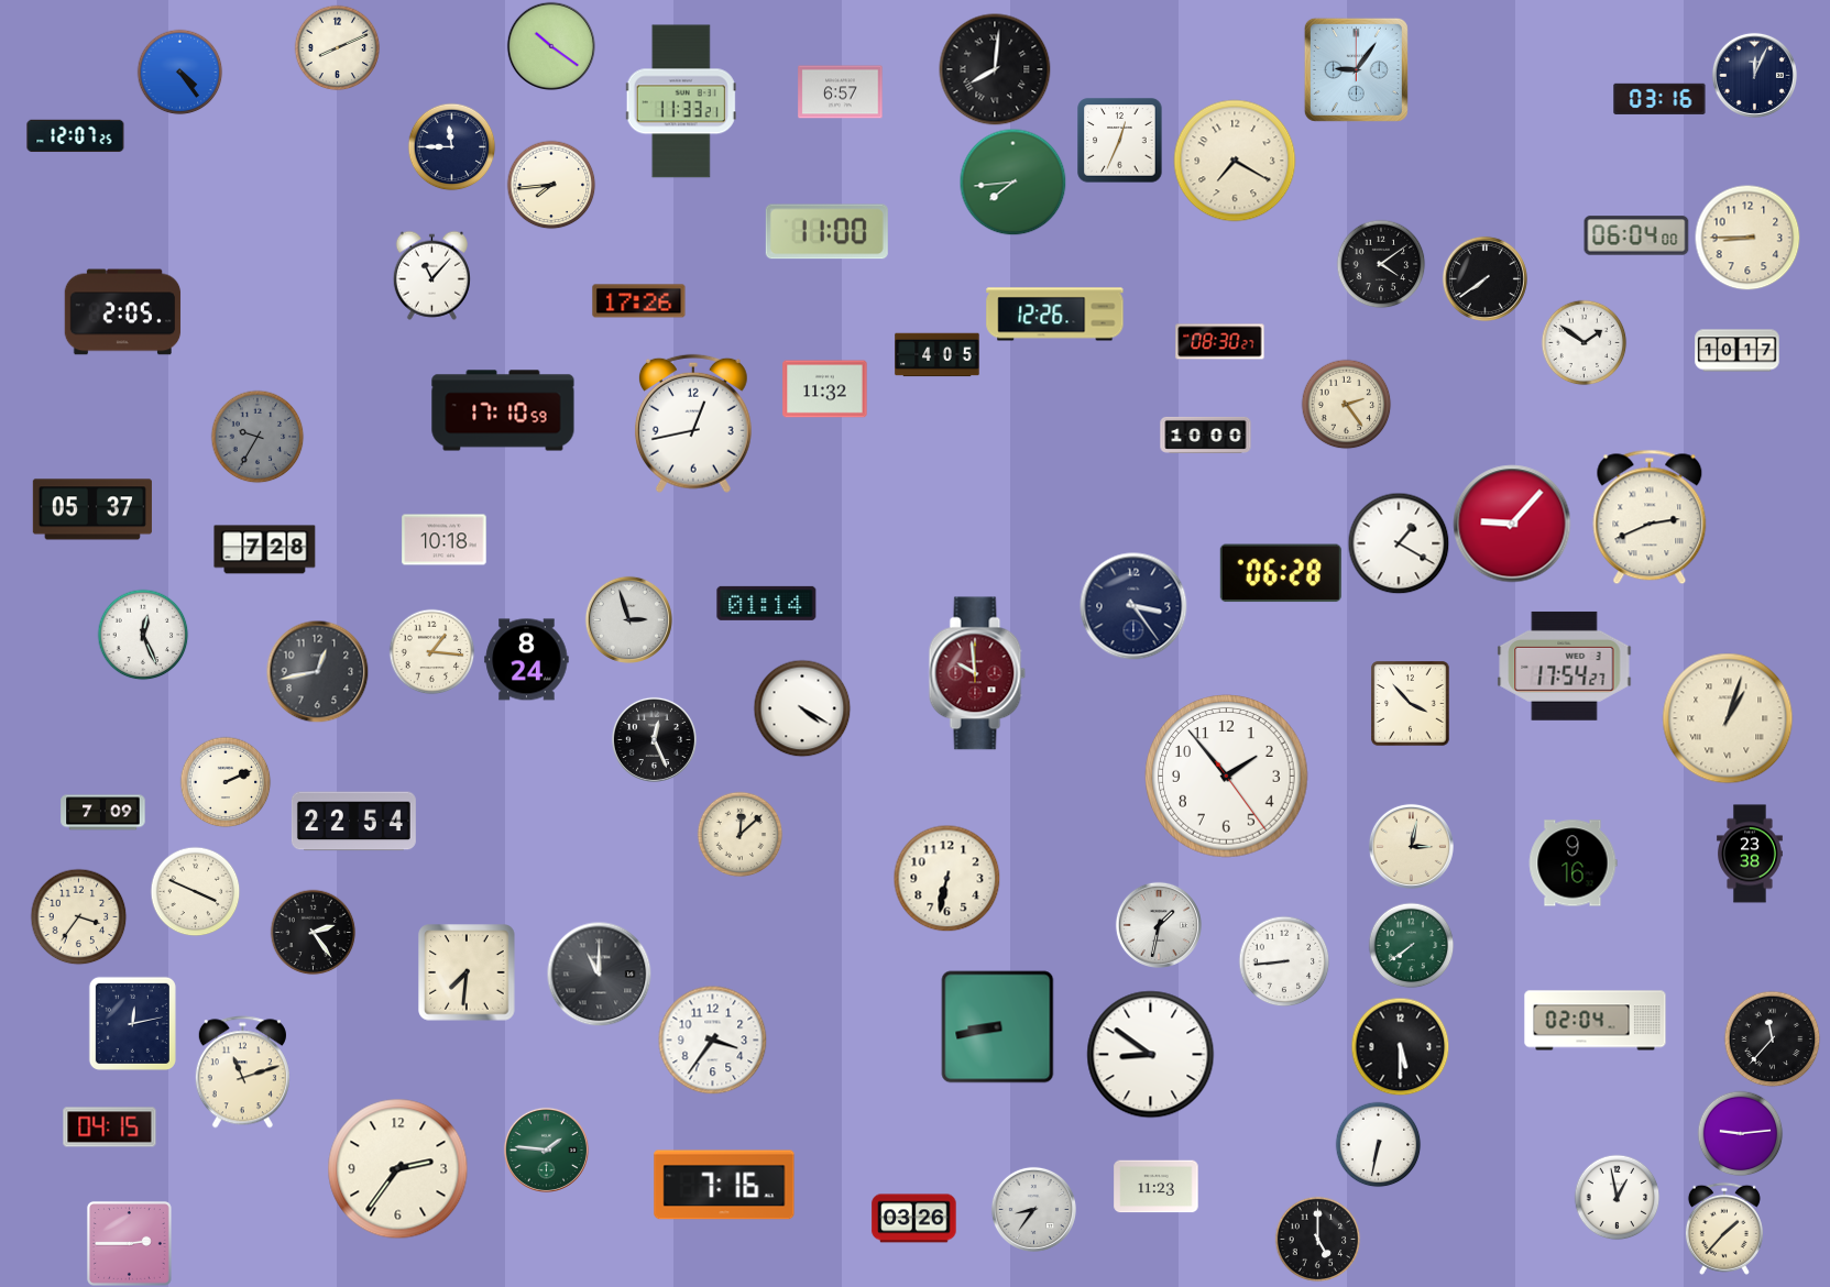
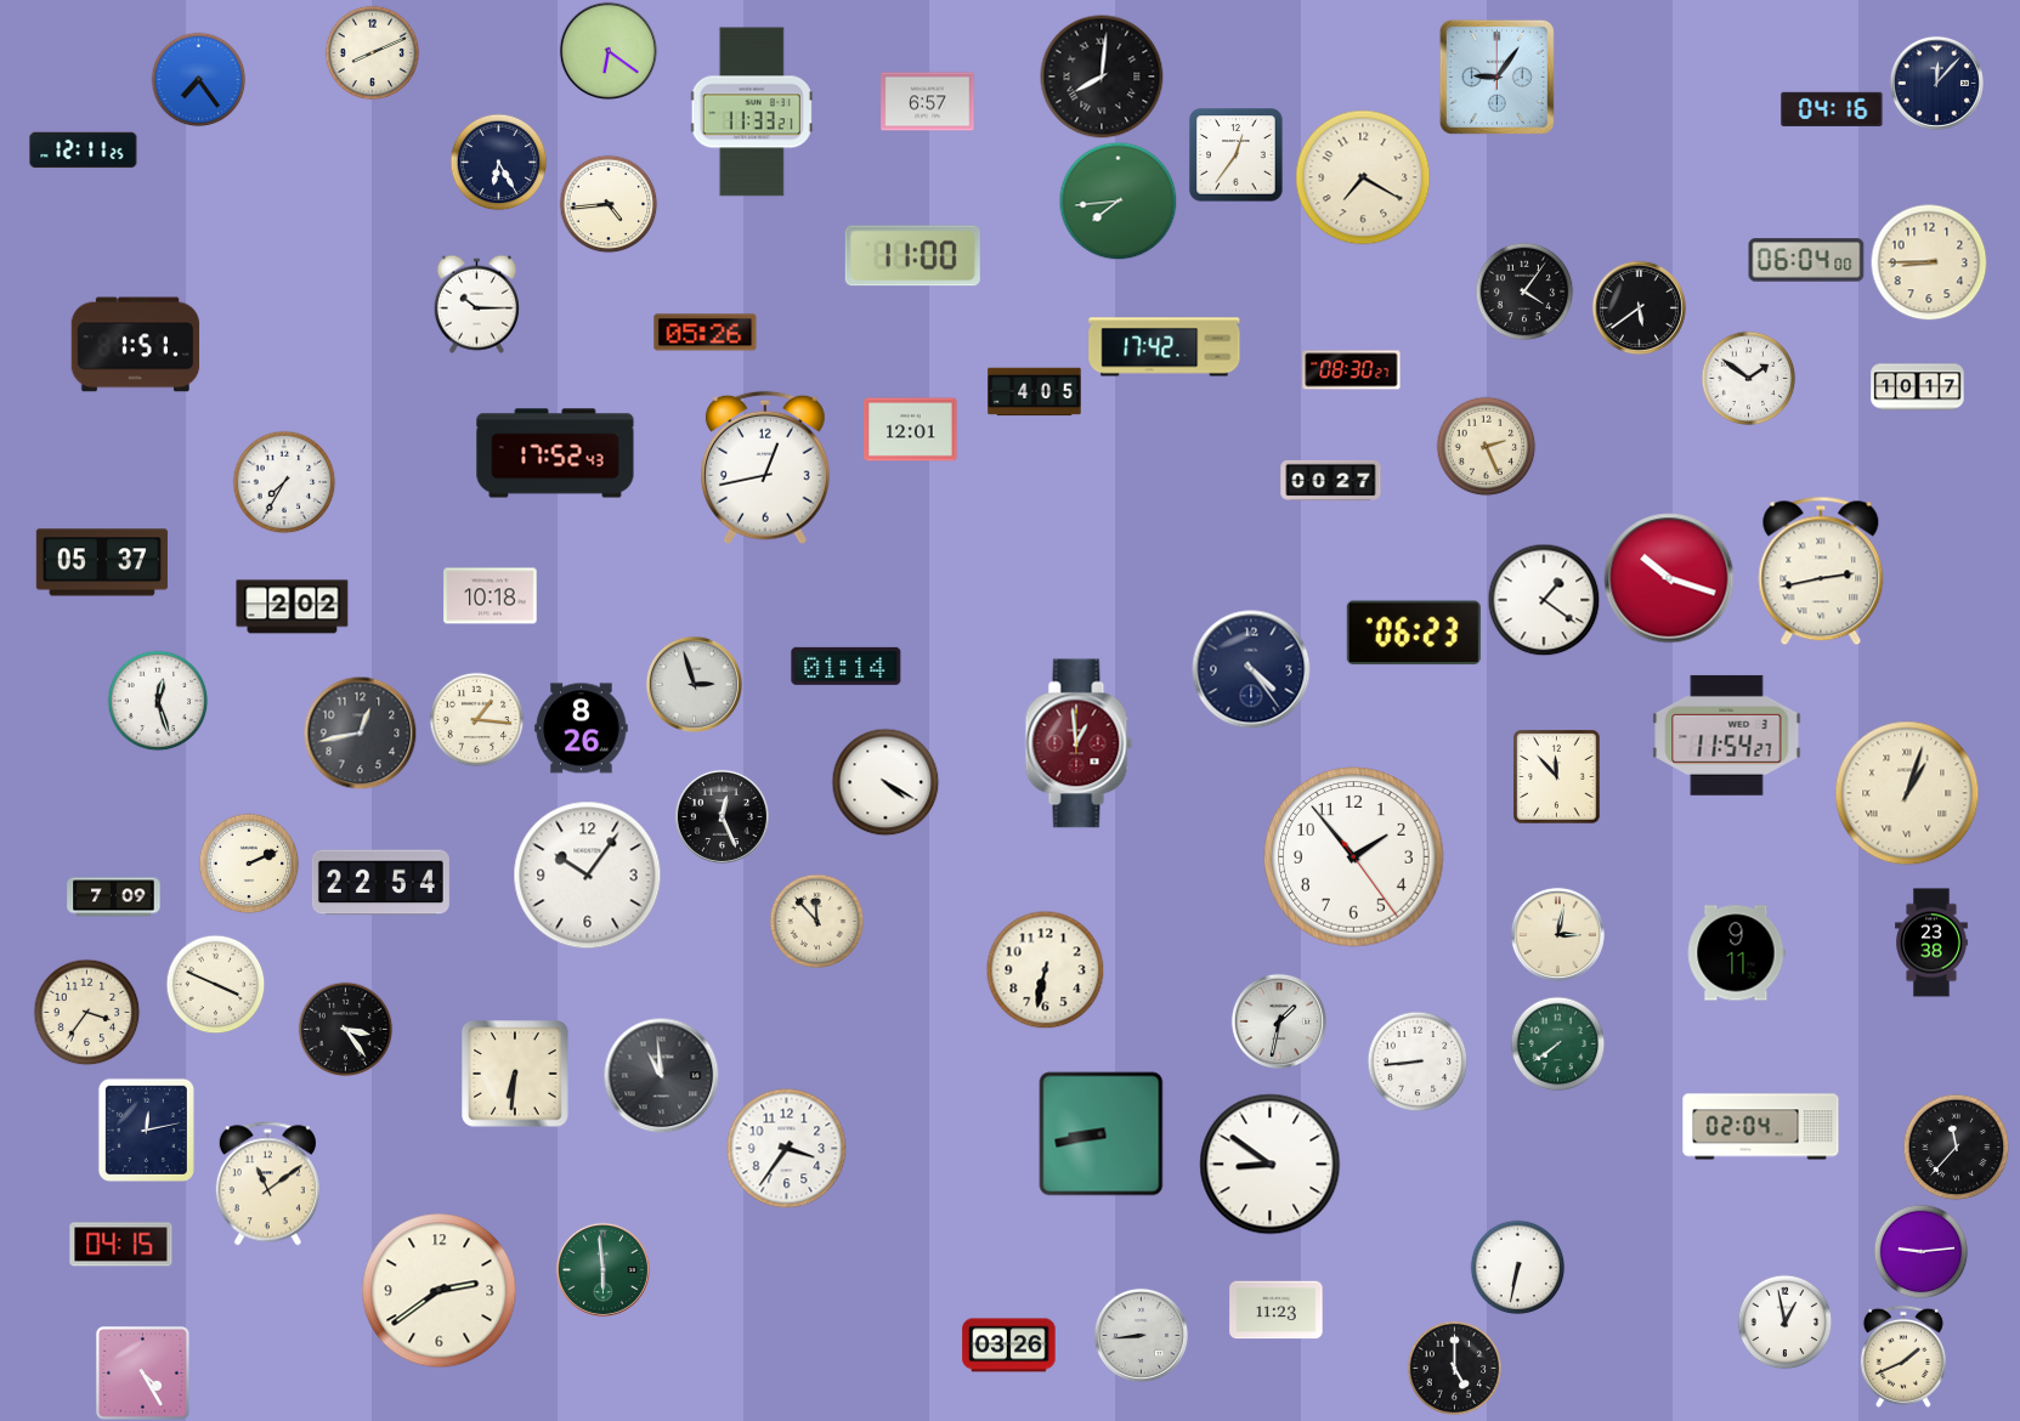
clock at (550, 45): 10:21 -> 6:21
clock at (995, 69) position: (995, 69) -> (1102, 77)
clock at (179, 71): 4:24 -> 7:24
clock at (1754, 75): 12:04 -> 12:07
clock at (1659, 99): 03:16 -> 04:16
clock at (76, 136): 12:07 -> 12:11
clock at (1120, 141): 12:34 -> 12:36
clock at (451, 146): 11:45 -> 6:25
clock at (551, 185): 7:44 -> 4:44
clock at (1381, 264): 4:09 -> 4:06
clock at (431, 275): 11:07 -> 10:15
clock at (1484, 278): 7:39 -> 5:39
clock at (639, 301): 17:26 -> 05:26
clock at (123, 312): 2:05 -> 1:51
clock at (1055, 315): 12:26 -> 17:42
clock at (1220, 342) position: (1220, 342) -> (1352, 370)
clock at (825, 389): 11:32 -> 12:01
clock at (1346, 404): 2:24 -> 2:26
clock at (503, 410): 17:10 -> 17:52
clock at (1206, 435): 10:00 -> 00:27
clock at (257, 437): 9:35 -> 7:35
clock at (257, 437) dial: grey -> white
clock at (1650, 517): 2:41 -> 2:43
clock at (1512, 524): 9:07 -> 10:18
clock at (1399, 543): 1:20 -> 1:21
clock at (265, 550): 7:28 -> 2:02
clock at (1281, 573): 06:28 -> 06:23
clock at (1133, 606): 3:24 -> 4:24
clock at (143, 635): 12:26 -> 12:27
clock at (527, 660): 8:24 -> 8:26
clock at (1565, 665): 17:54 -> 11:54
clock at (317, 671) position: (317, 671) -> (360, 732)
clock at (977, 673): 9:59 -> 12:59
clock at (1411, 704): 3:53 -> 11:53
clock at (588, 876): none -> 10:06
clock at (353, 822) position: (353, 822) -> (380, 883)
clock at (739, 834): 12:08 -> 11:53
clock at (1573, 864): 9:16 -> 9:11
clock at (313, 932): 2:24 -> 3:24
clock at (467, 972): 7:31 -> 6:31
clock at (599, 974): 11:00 -> 10:59
clock at (1400, 1046): 5:30 -> none
clock at (242, 1072): 11:12 -> 11:09
clock at (1378, 1144) position: (1378, 1144) -> (1517, 1267)
clock at (546, 1149): 1:46 -> 5:59
clock at (398, 1169): 2:36 -> 2:39
clock at (724, 1185): 7:16 -> none
clock at (1033, 1209): 8:36 -> 8:44
clock at (1724, 1229): 1:37 -> 1:41
clock at (129, 1243): 2:45 -> 4:25
